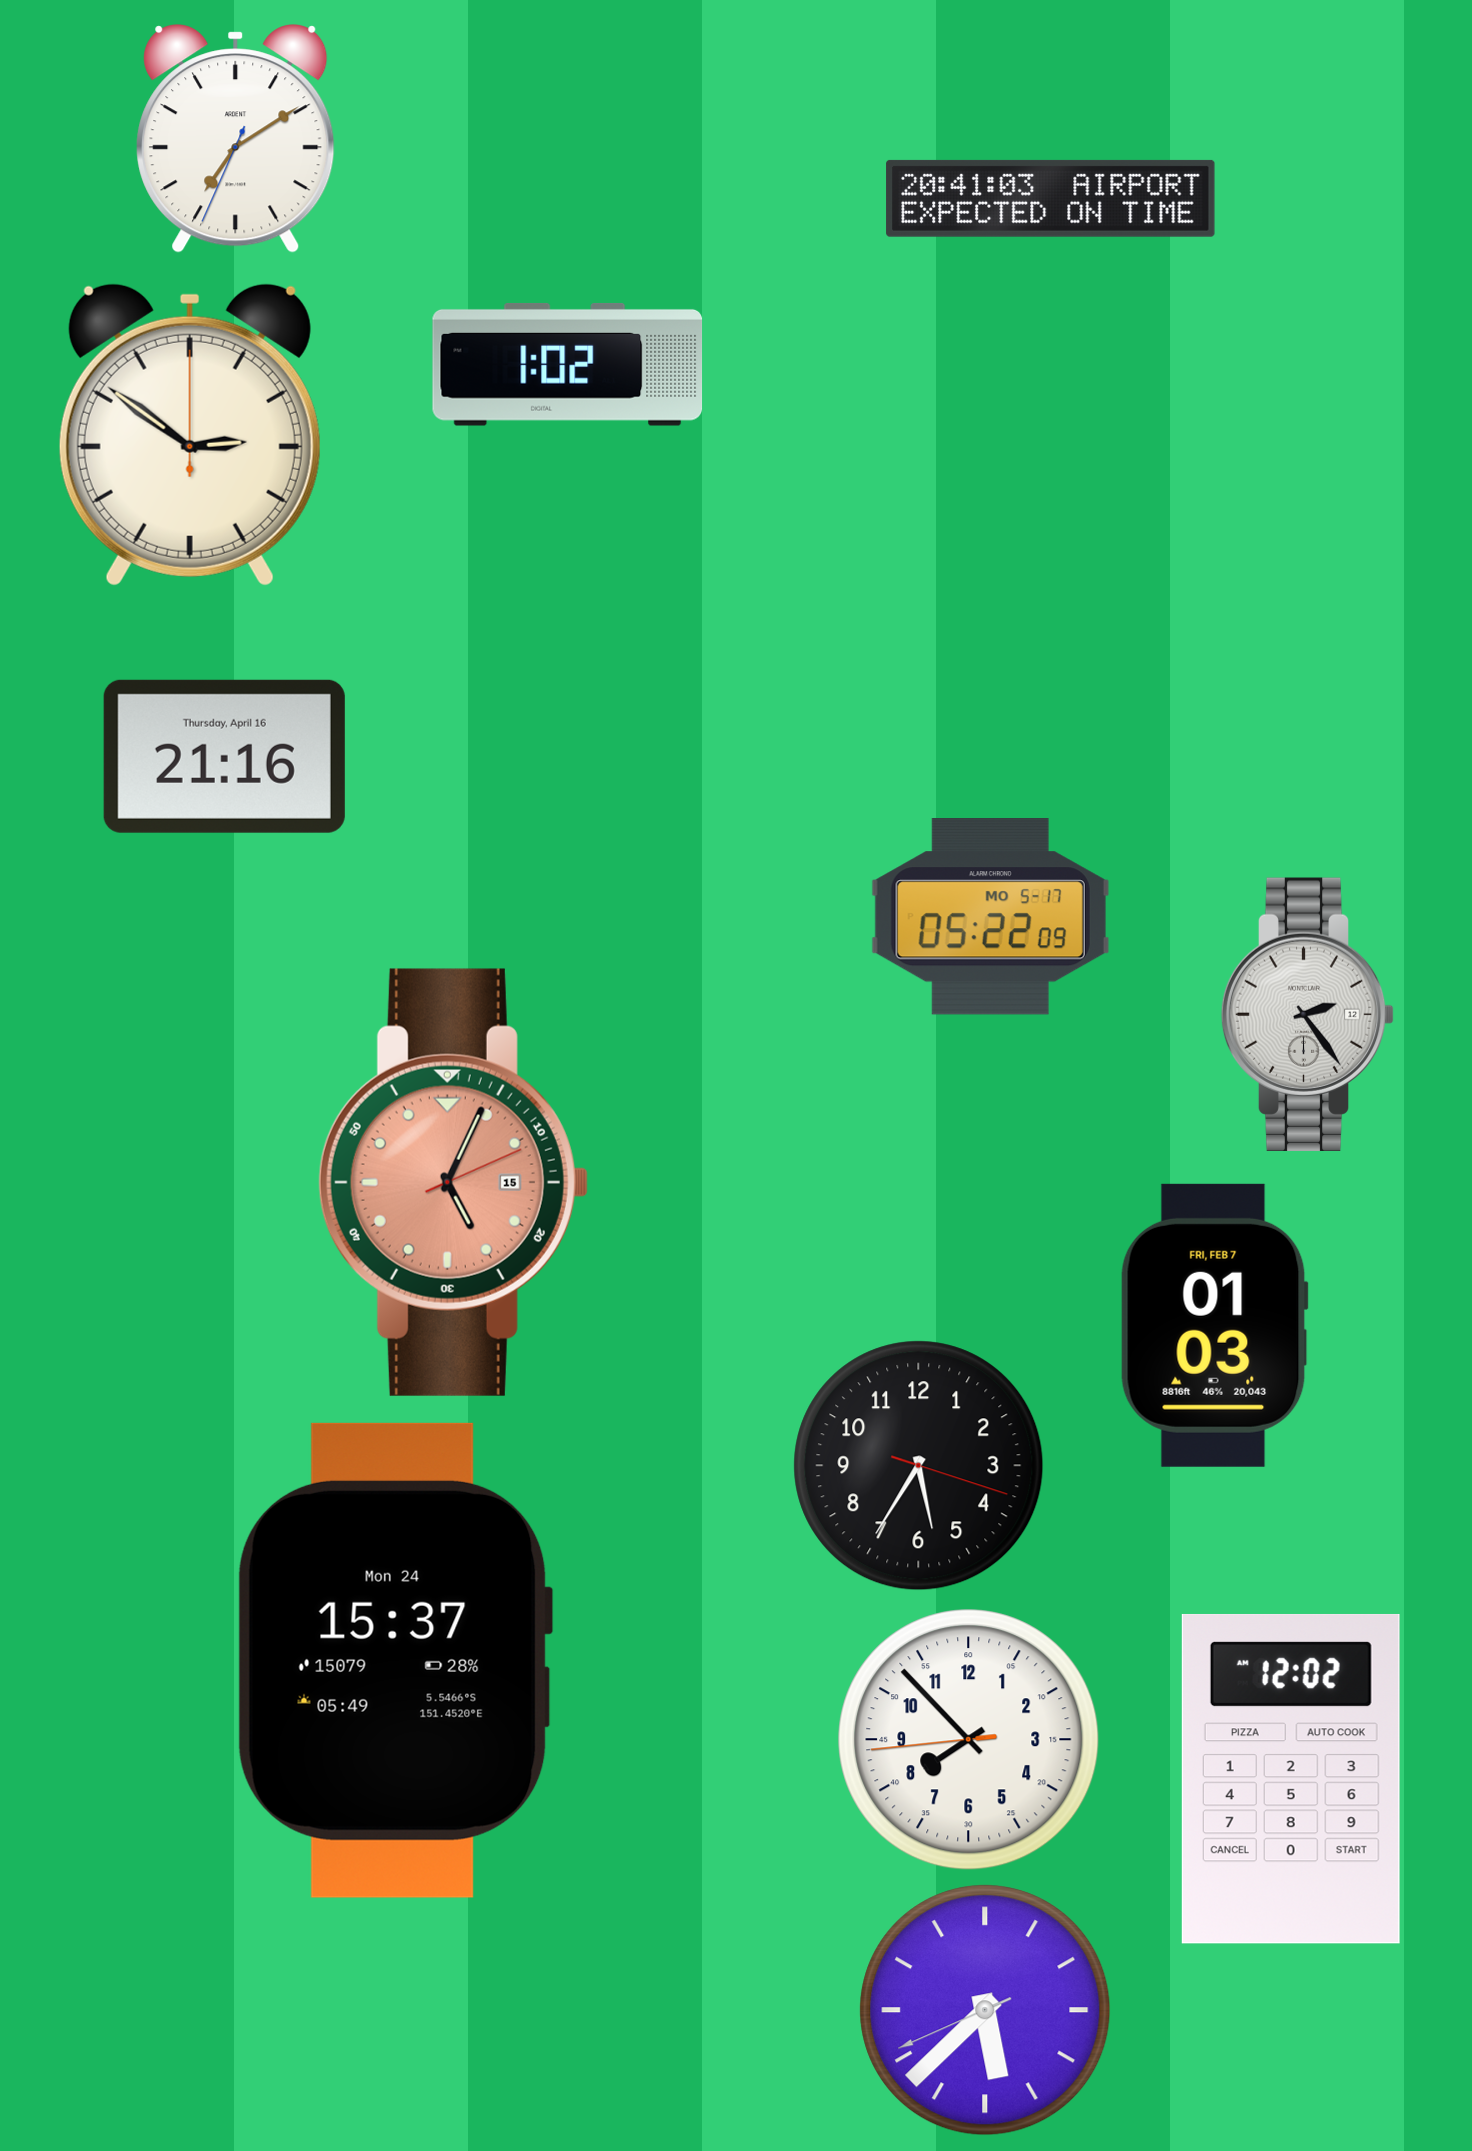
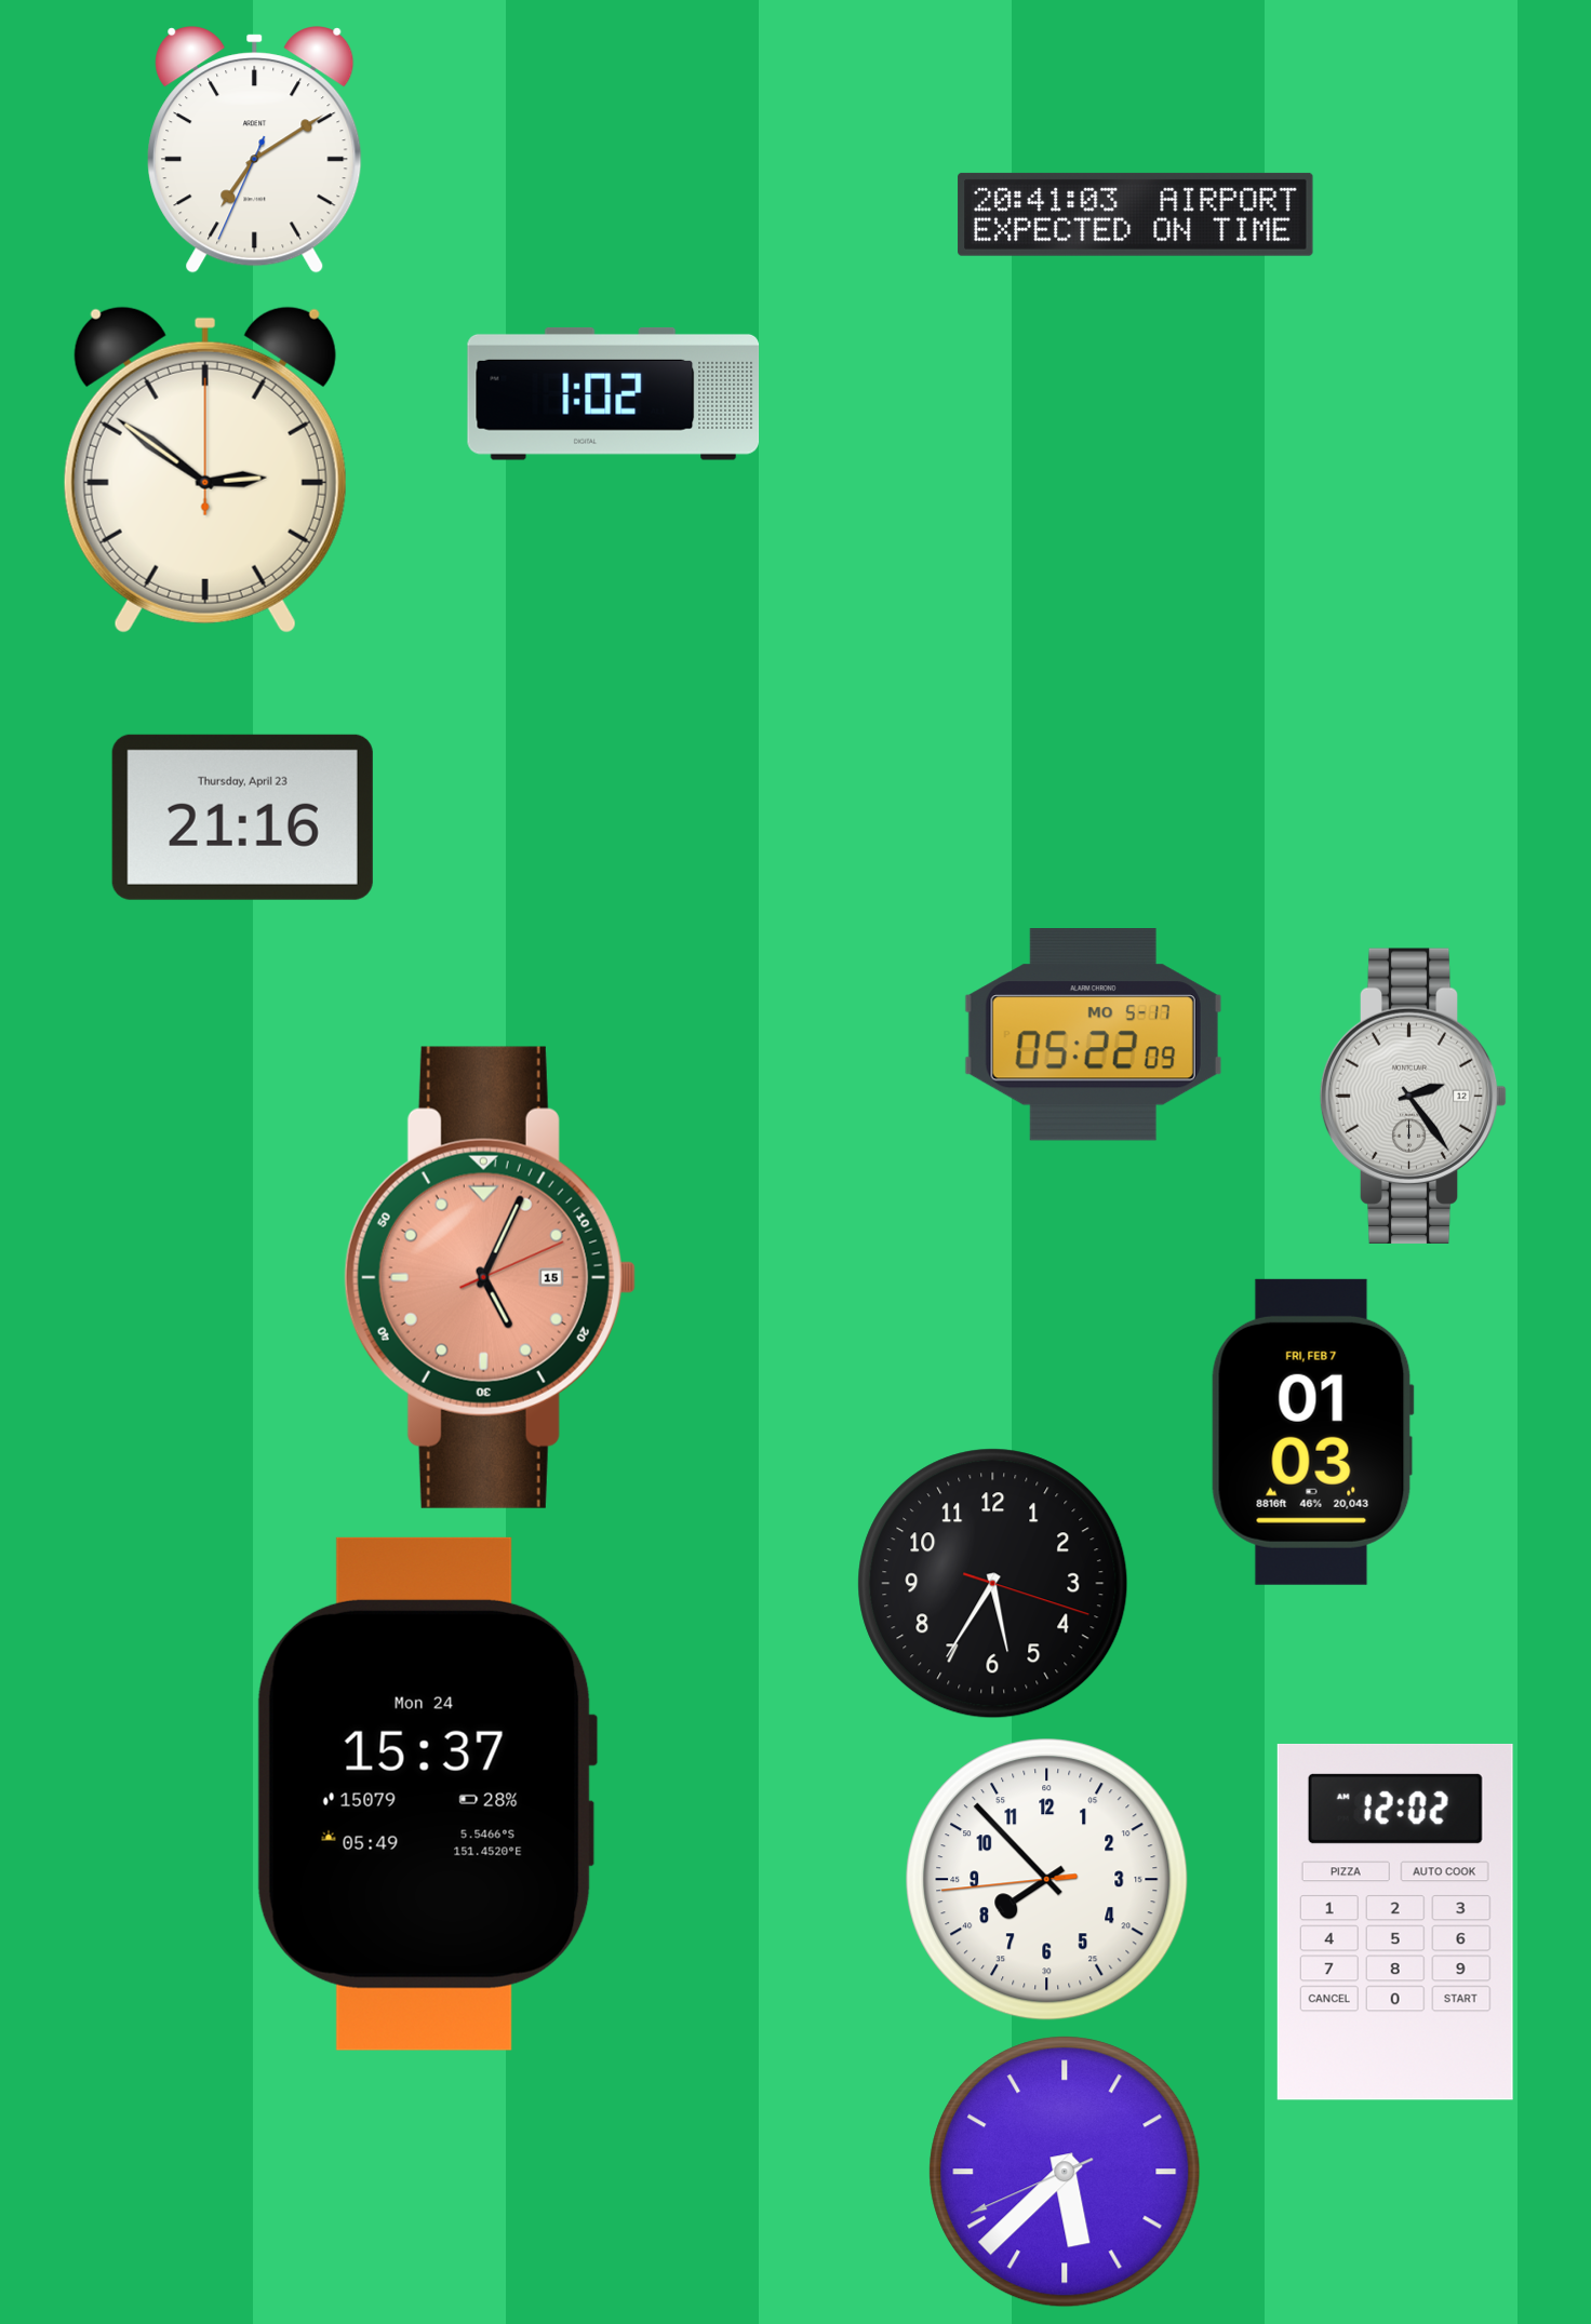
clock at (224, 756) date: Thursday, April 16 -> Thursday, April 23
clock at (990, 917) position: (990, 917) -> (1093, 1035)
